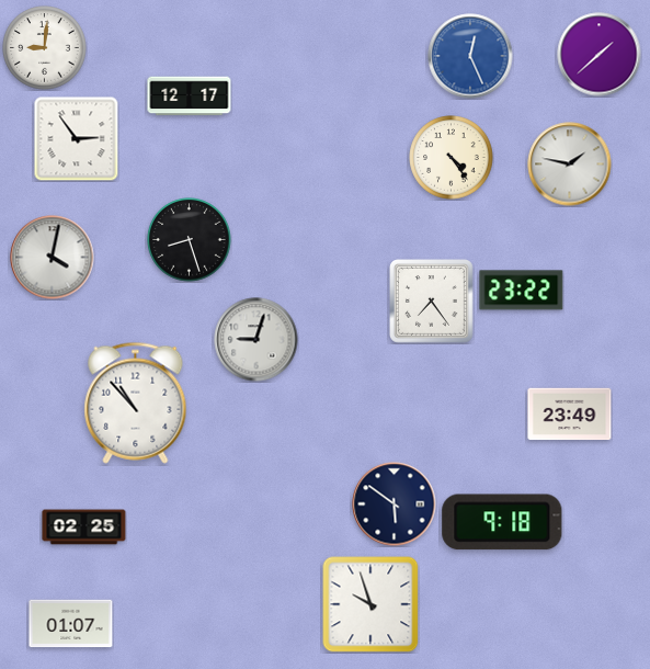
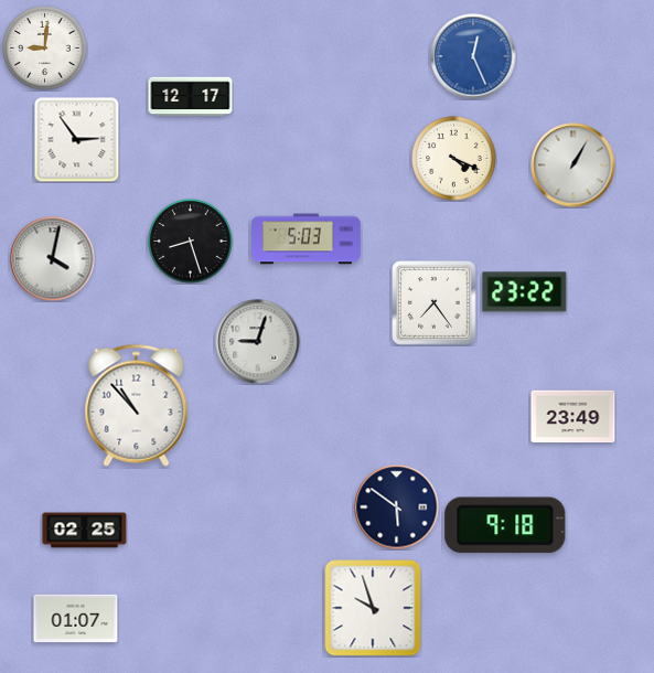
clock at (600, 55): 1:38 -> none
clock at (452, 158): 4:24 -> 4:19
clock at (570, 165): 1:47 -> 1:05
clock at (307, 239): none -> 5:03
clock at (71, 624) position: (71, 624) -> (76, 619)
